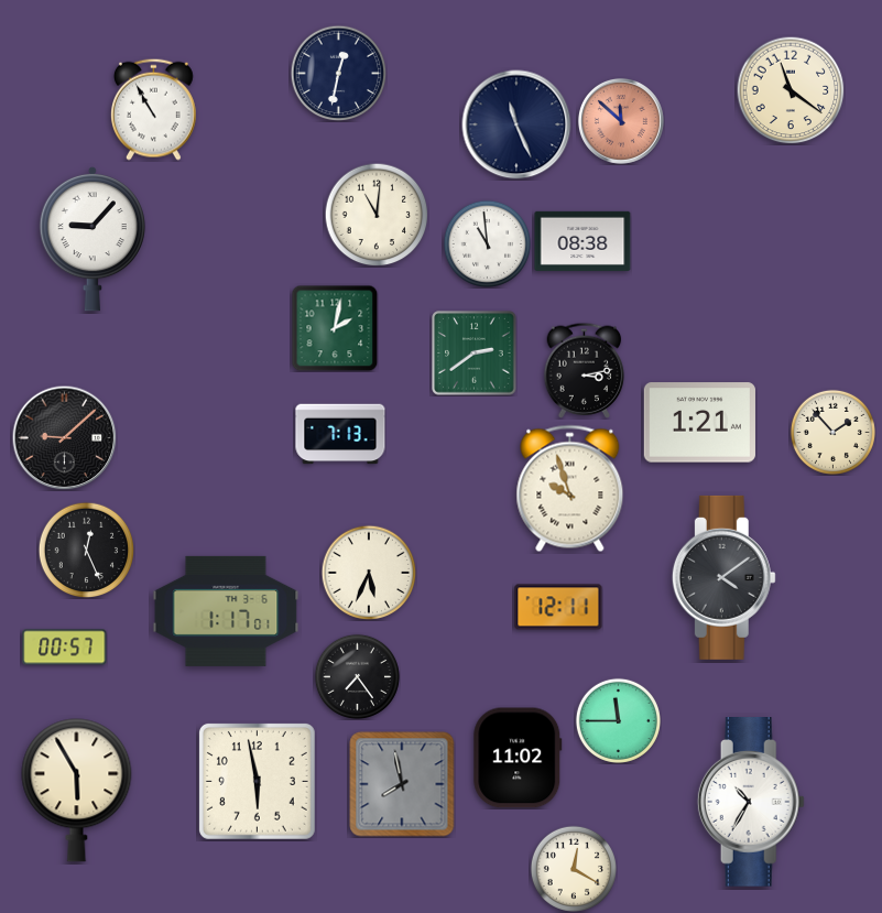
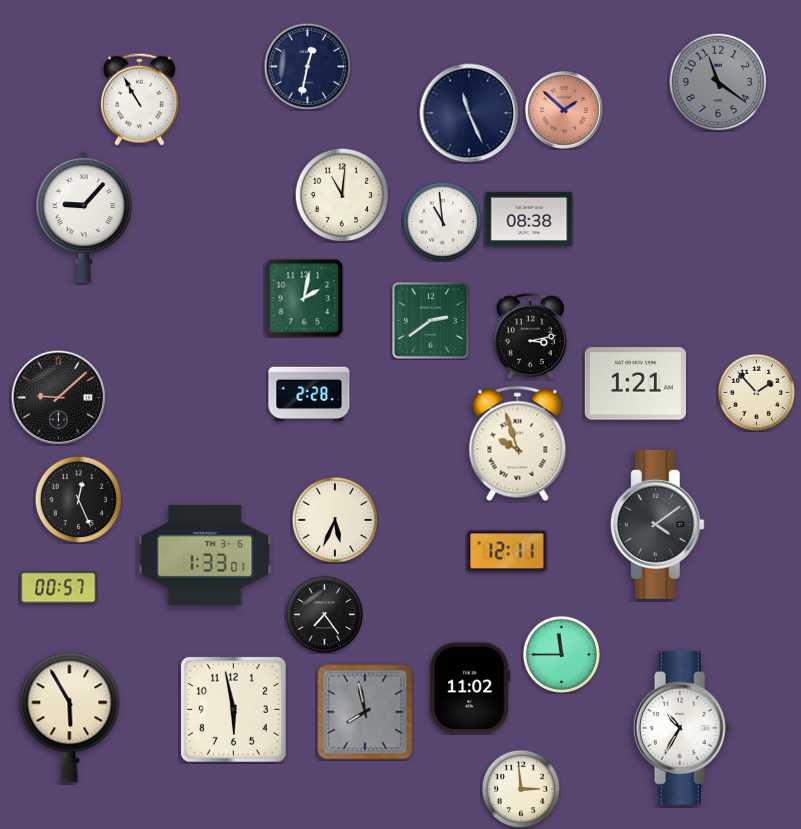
clock at (791, 90) dial: cream -> grey
clock at (621, 121): 11:52 -> 1:52
clock at (340, 434): 7:13 -> 2:28
clock at (226, 611): 1:17 -> 1:33
clock at (573, 868): 12:20 -> 2:59
